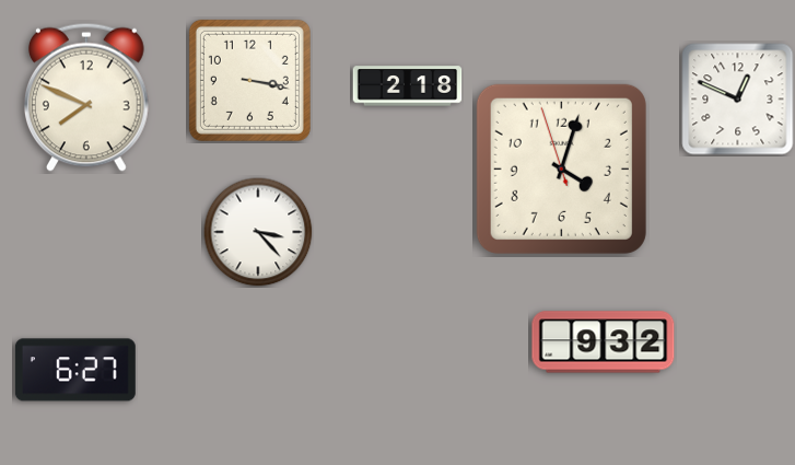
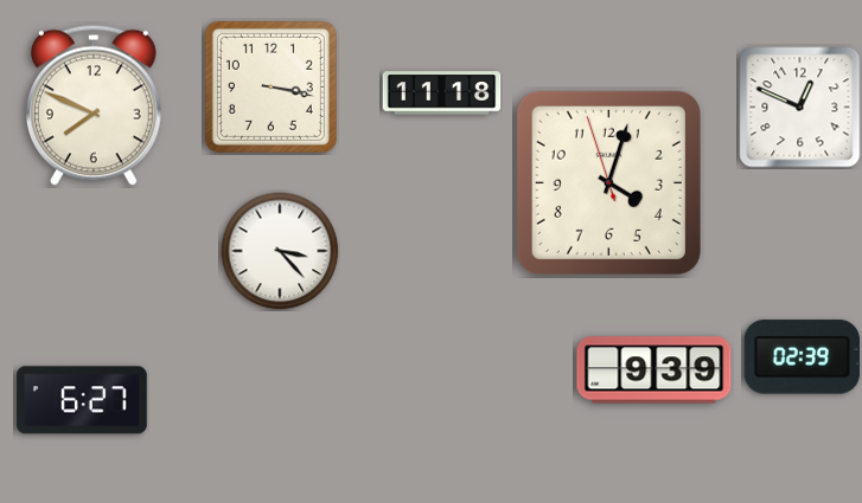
clock at (408, 86): 2:18 -> 11:18
clock at (803, 357): none -> 02:39
clock at (604, 342): 9:32 -> 9:39
